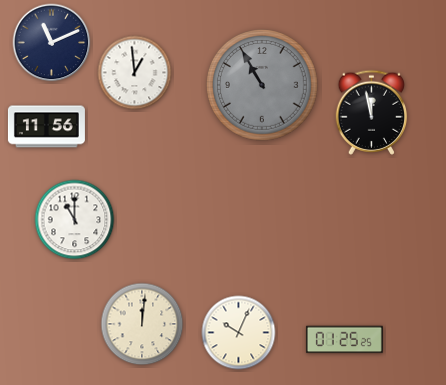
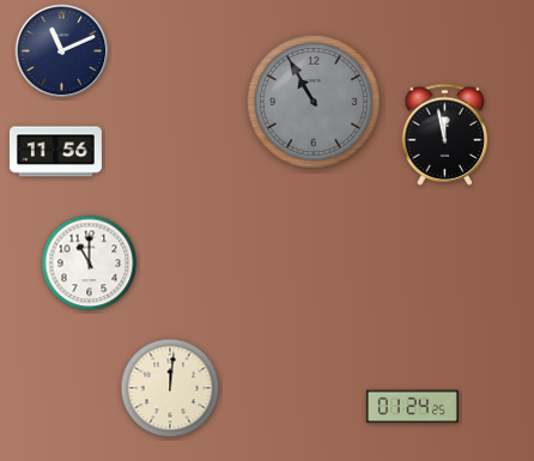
clock at (135, 73): 12:59 -> none
clock at (239, 333): 10:04 -> none
clock at (344, 340): 01:25 -> 01:24
